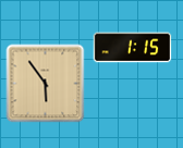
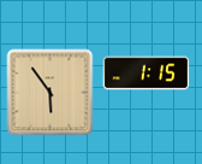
clock at (133, 48) position: (133, 48) -> (147, 74)
